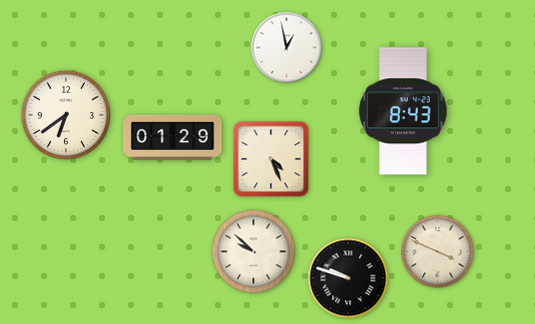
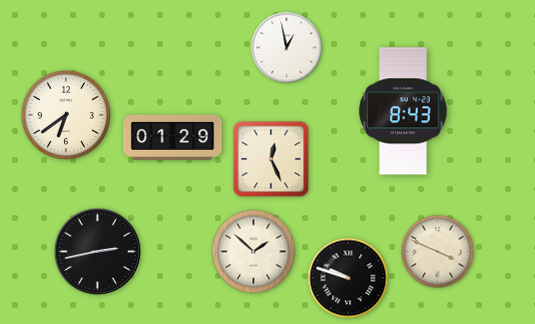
clock at (271, 159): 4:26 -> 12:26
clock at (98, 252): none -> 2:43
clock at (254, 252): 9:52 -> 1:52
